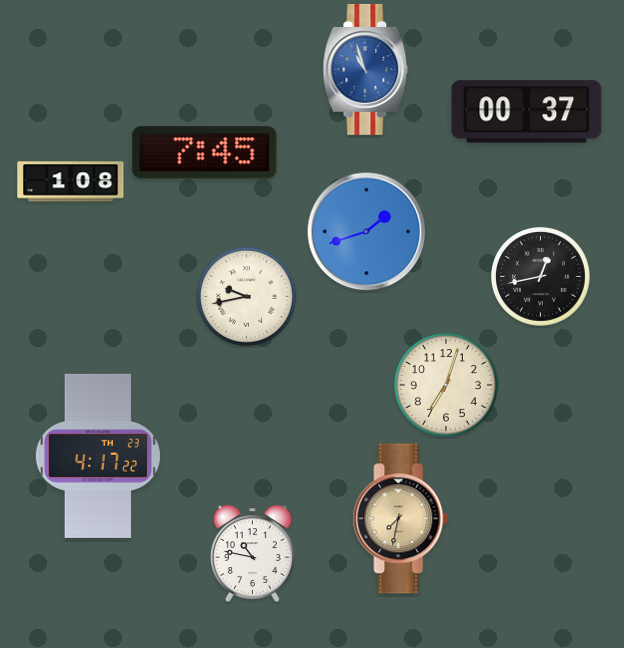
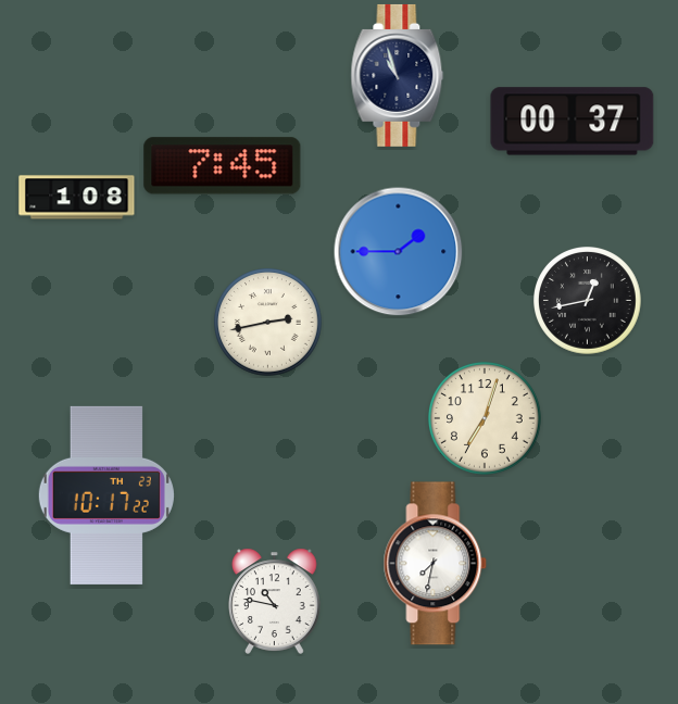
clock at (366, 69) dial: blue -> navy
clock at (367, 232): 1:42 -> 1:45
clock at (247, 297): 9:43 -> 2:43
clock at (98, 456): 4:17 -> 10:17
clock at (401, 519) dial: champagne -> white
